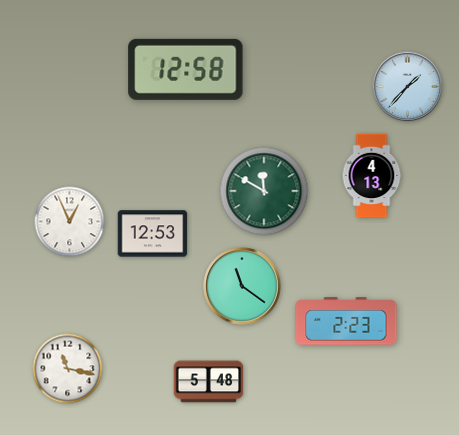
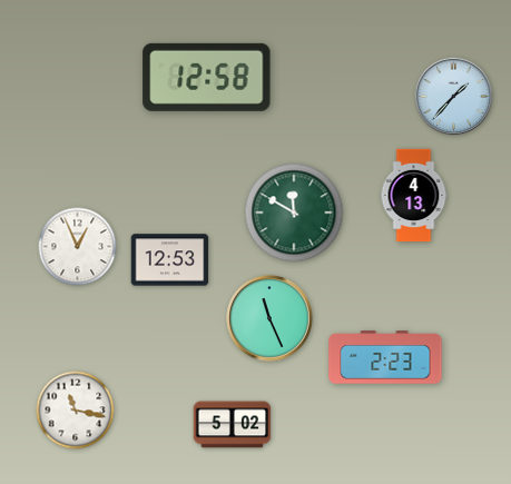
clock at (242, 286): 11:21 -> 11:26
clock at (209, 382): 5:48 -> 5:02
